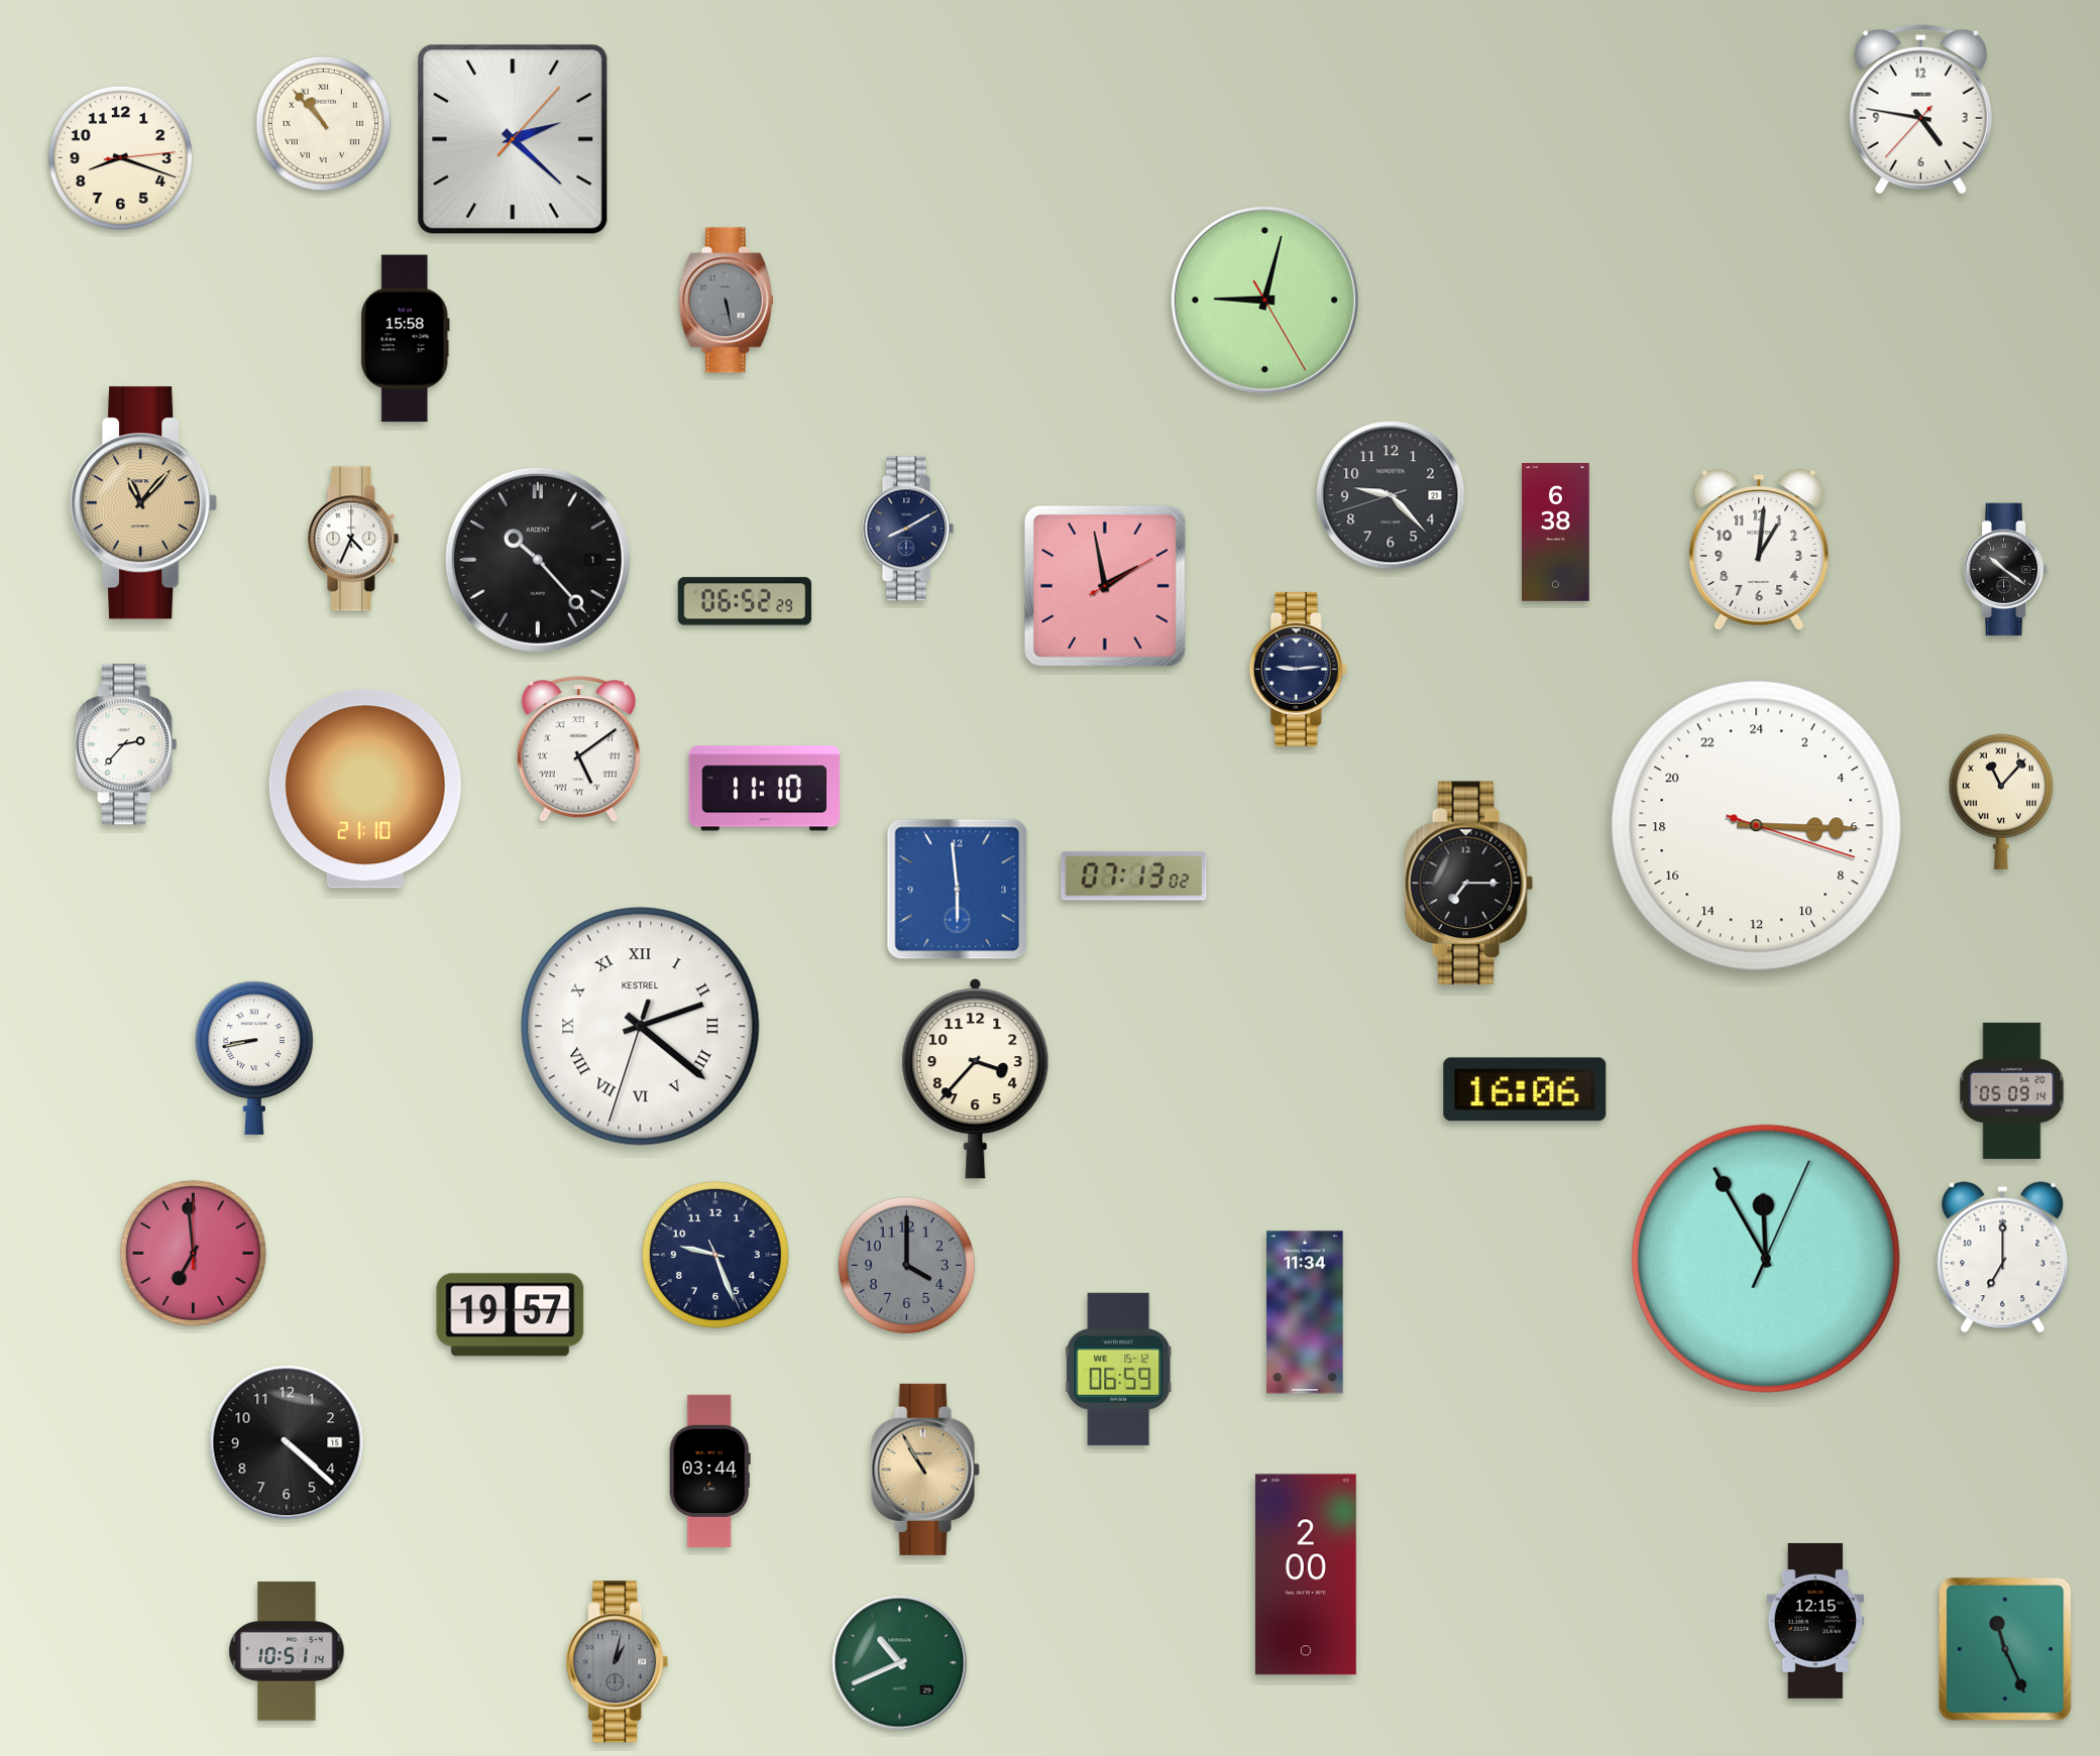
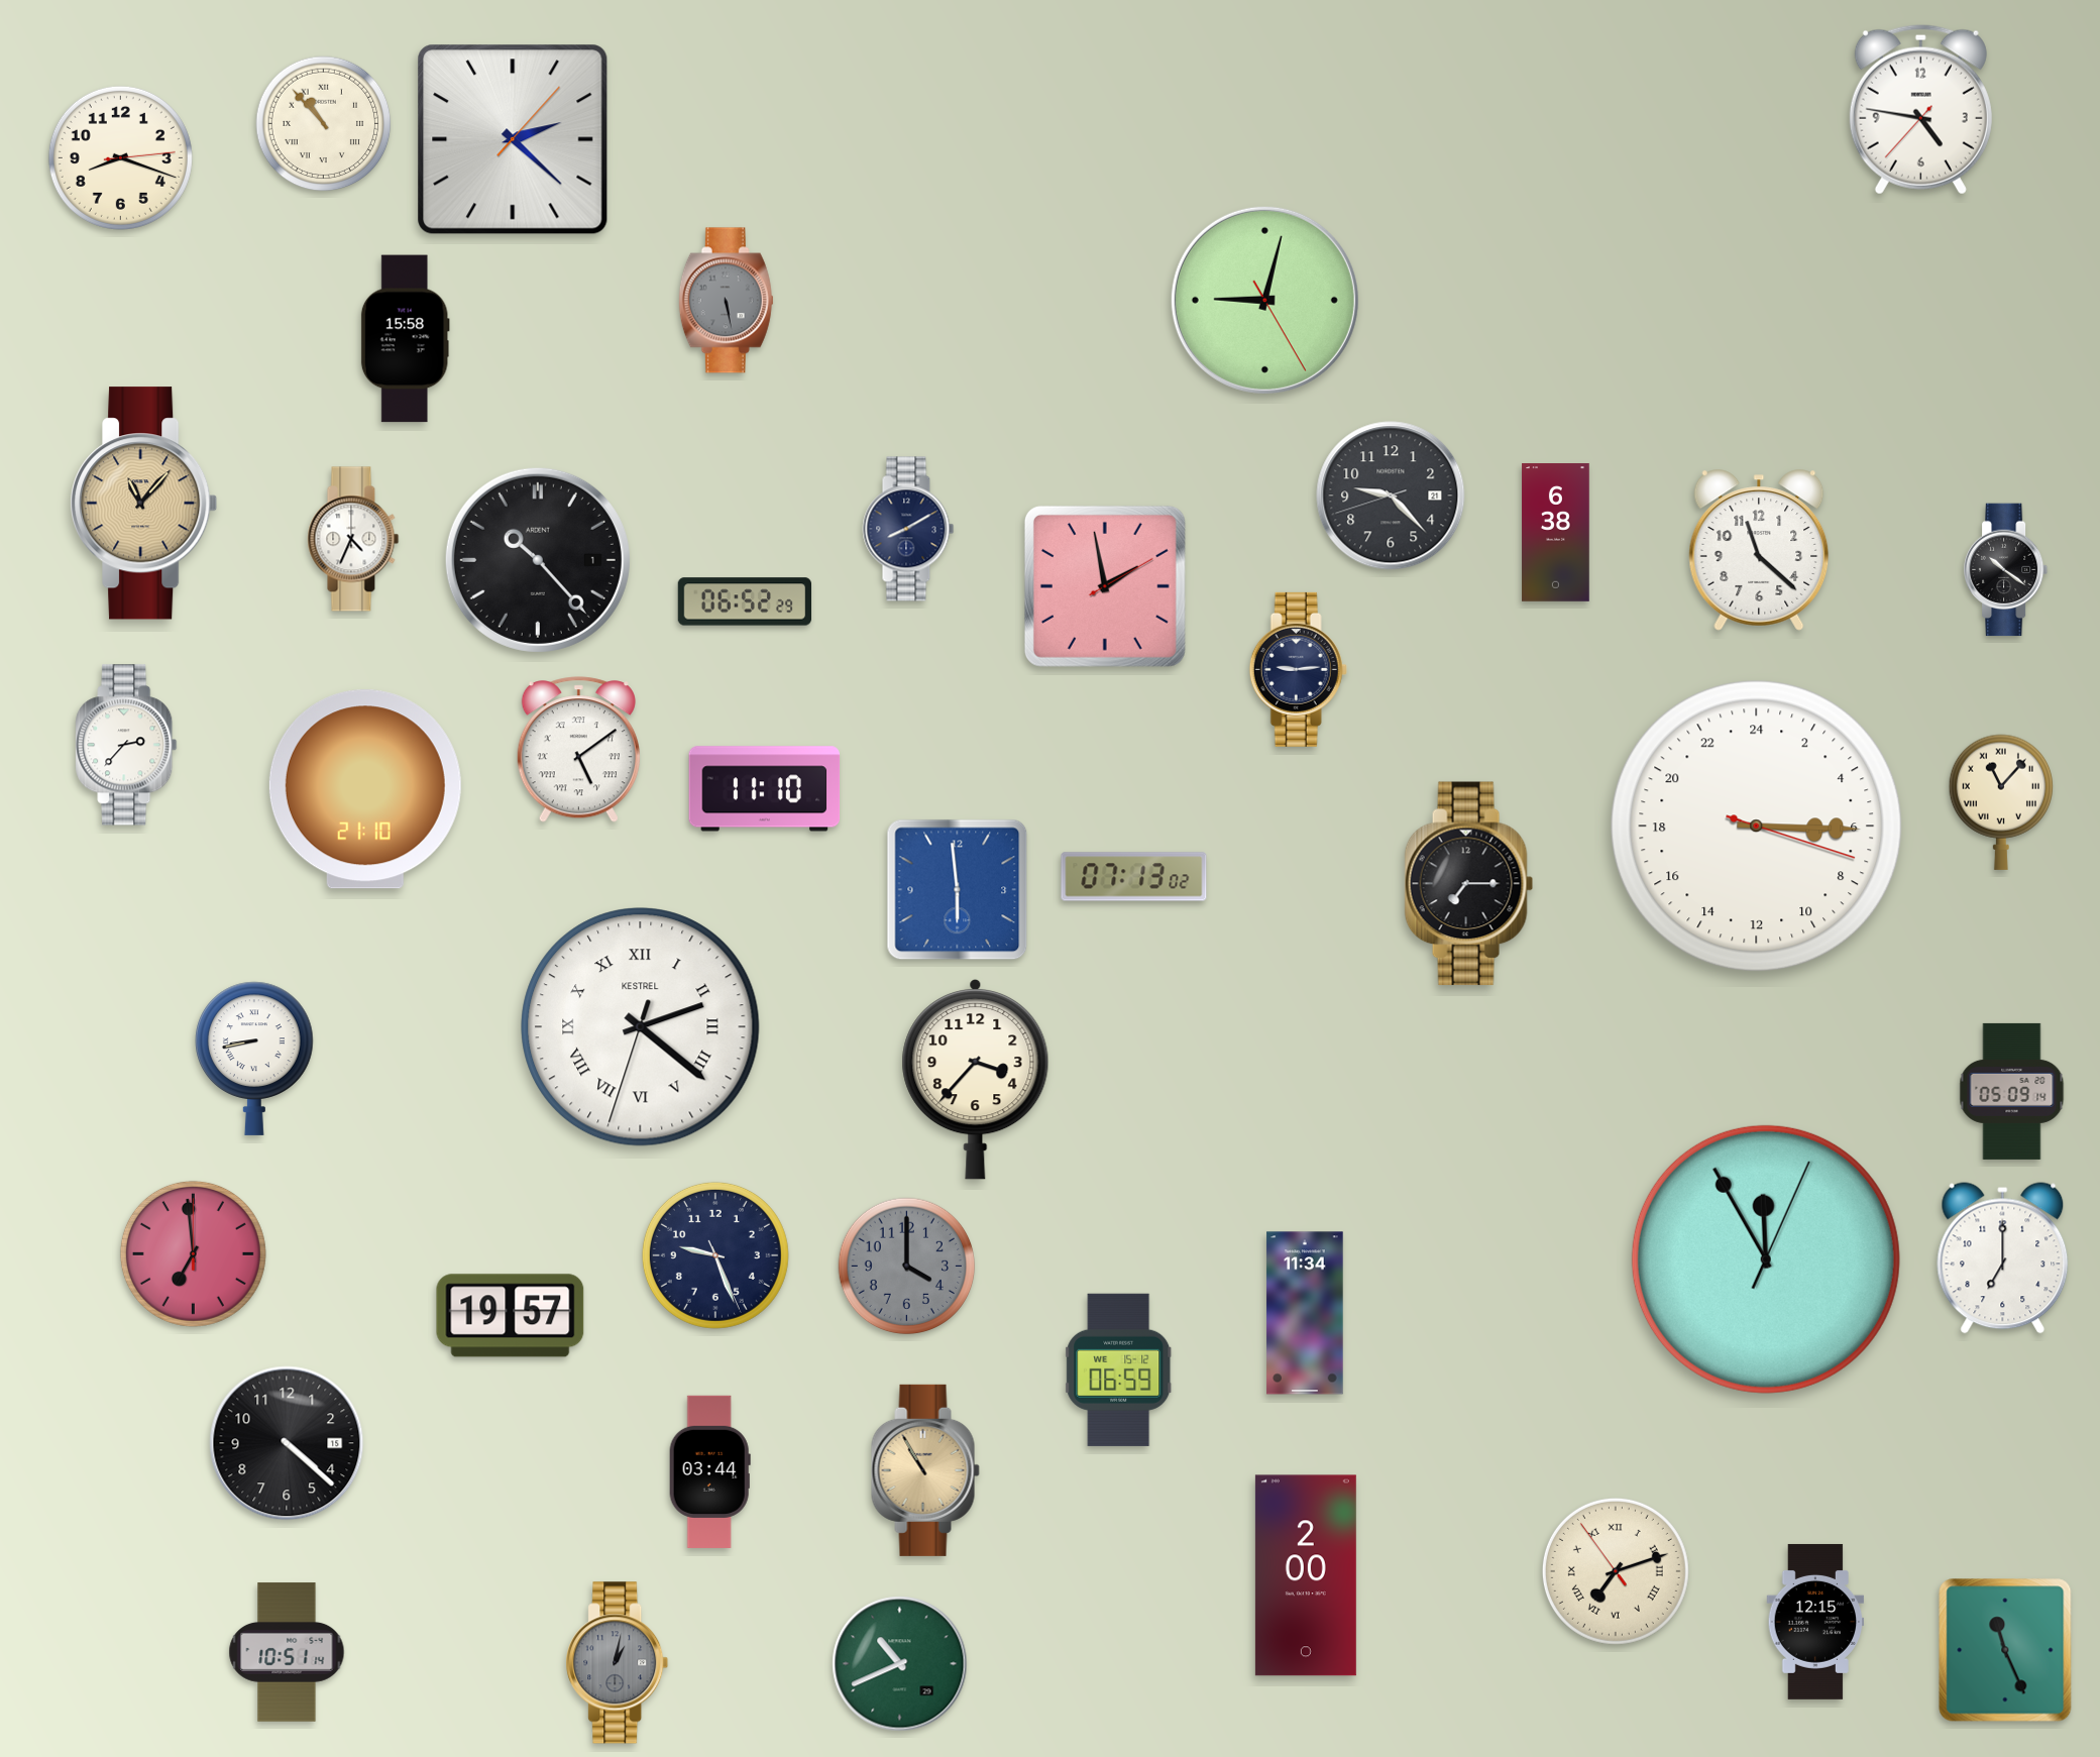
clock at (1759, 550): 1:01 -> 11:22
clock at (1525, 1089): 16:06 -> none
clock at (1616, 1571): none -> 7:11
